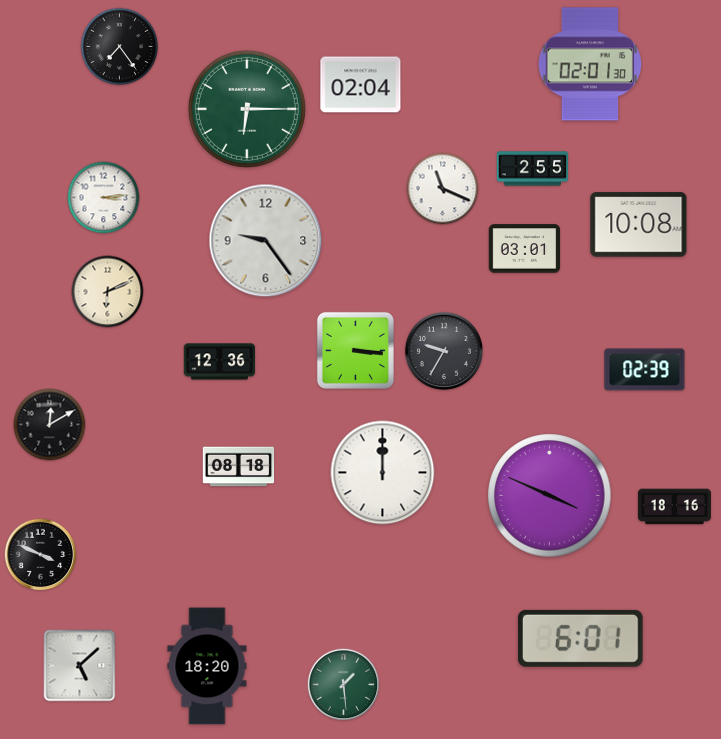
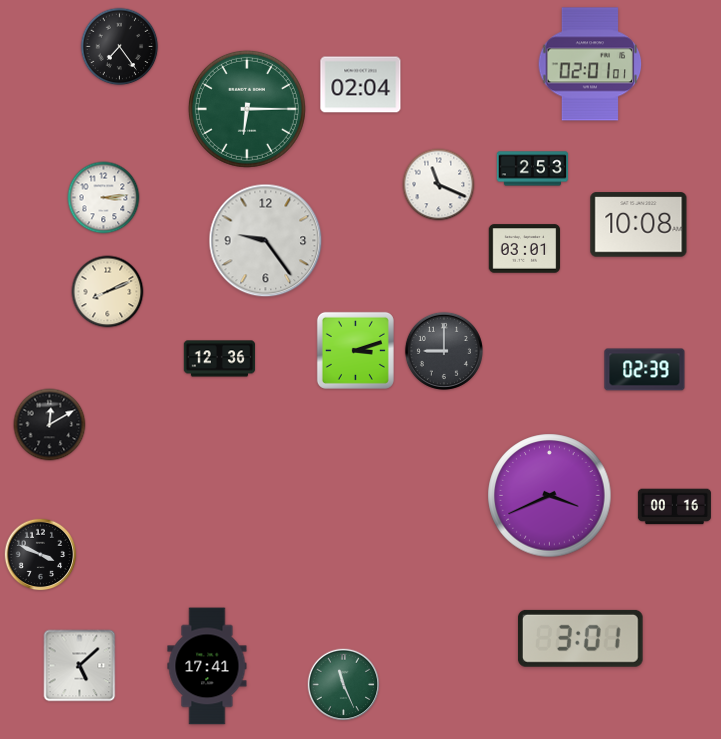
clock at (590, 64): 02:01:30 -> 02:01:01
clock at (533, 169): 2:55 -> 2:53
clock at (443, 189) position: (443, 189) -> (439, 185)
clock at (108, 292): 6:11 -> 8:11
clock at (355, 350): 3:16 -> 3:12
clock at (444, 351): 9:35 -> 9:00
clock at (220, 362) position: (220, 362) -> (220, 359)
clock at (239, 467): 08:18 -> none
clock at (383, 473): 12:00 -> none
clock at (550, 496): 3:49 -> 3:41
clock at (674, 507): 18:16 -> 00:16
clock at (581, 638): 6:01 -> 3:01
clock at (207, 666): 18:20 -> 17:41
clock at (344, 685): 1:29 -> 11:26
